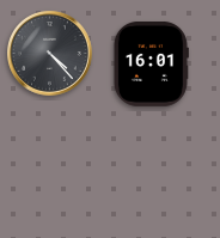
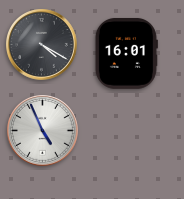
clock at (50, 54): 4:23 -> 4:20
clock at (43, 131): none -> 4:56
